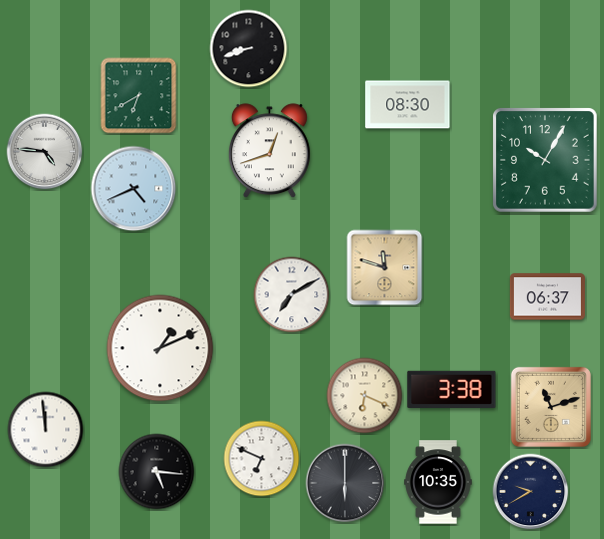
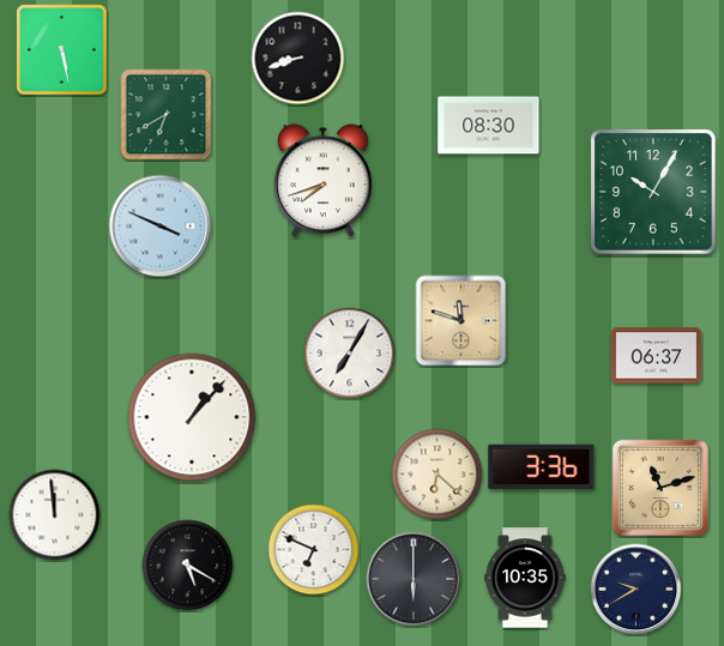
clock at (62, 50): none -> 5:28
clock at (269, 151): 12:42 -> 7:42
clock at (45, 152): 4:46 -> none
clock at (134, 189): 4:41 -> 3:49
clock at (292, 295): 7:10 -> 7:05
clock at (160, 348): 1:11 -> 1:07
clock at (452, 389): 3:38 -> 3:36
clock at (365, 396): 6:19 -> 6:22
clock at (157, 472): 5:16 -> 5:20
